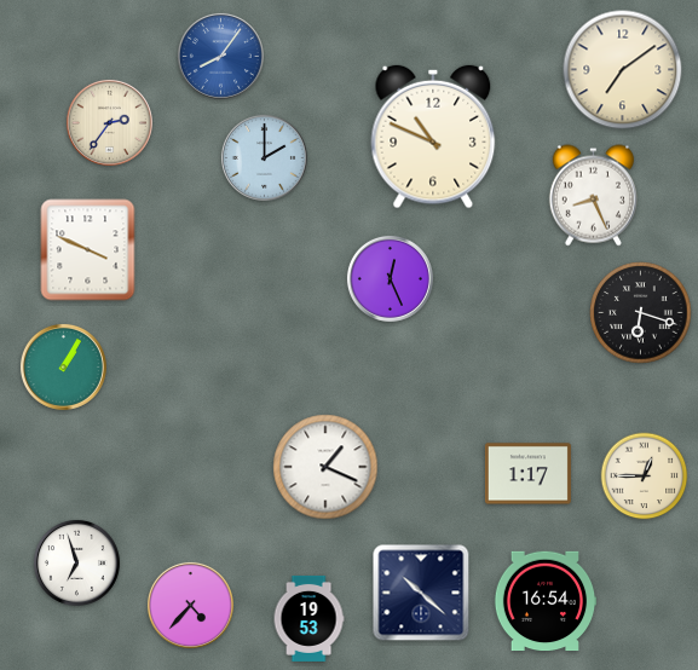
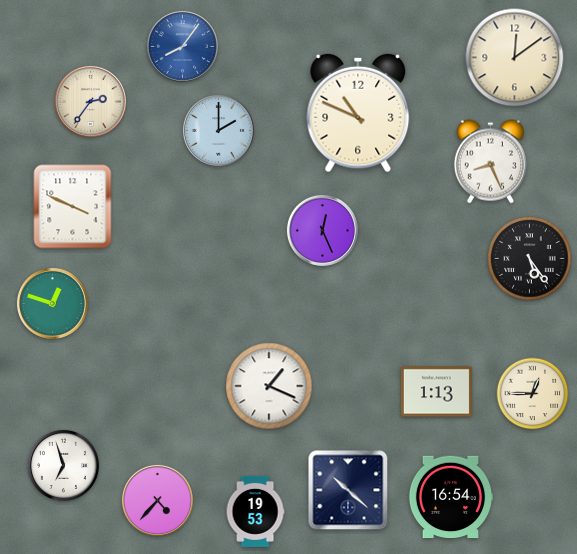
clock at (623, 70): 7:09 -> 12:09
clock at (641, 313): 6:18 -> 5:24
clock at (63, 366): 1:05 -> 12:48
clock at (527, 474): 1:17 -> 1:13
